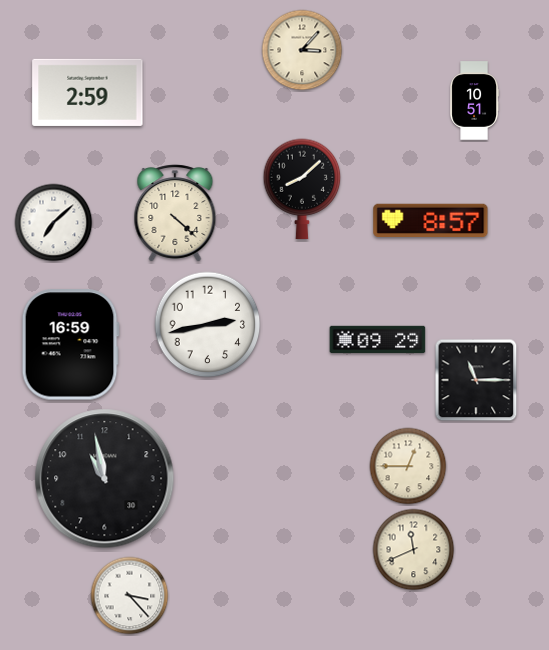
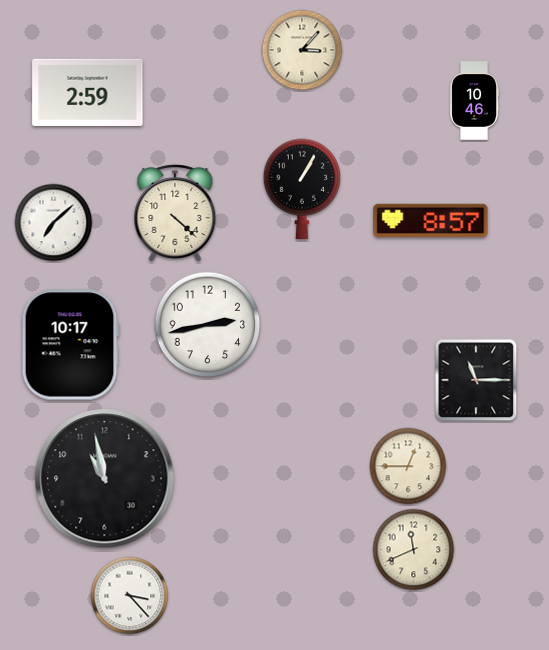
clock at (475, 101): 10:51 -> 10:46
clock at (302, 188): 8:08 -> 1:05
clock at (378, 339): 09:29 -> none
clock at (70, 345): 16:59 -> 10:17
